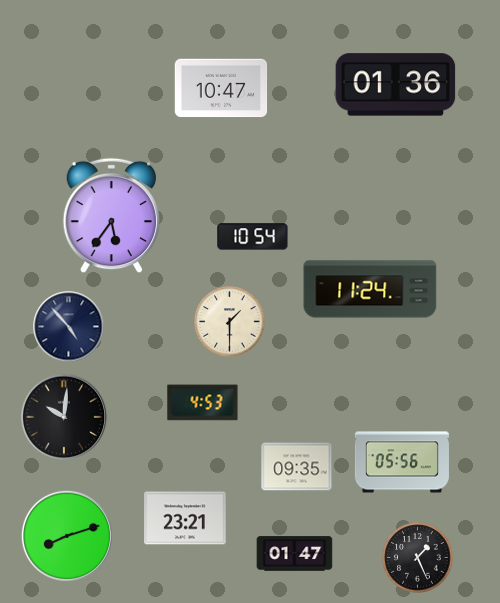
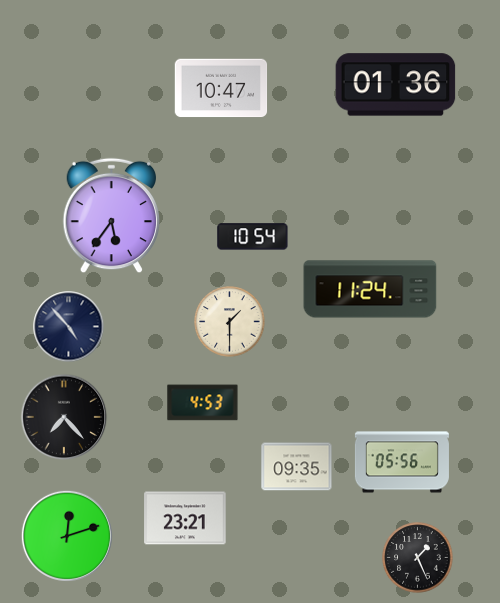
clock at (64, 417): 10:01 -> 7:23
clock at (67, 536): 8:12 -> 12:12
clock at (295, 554): 01:47 -> none
